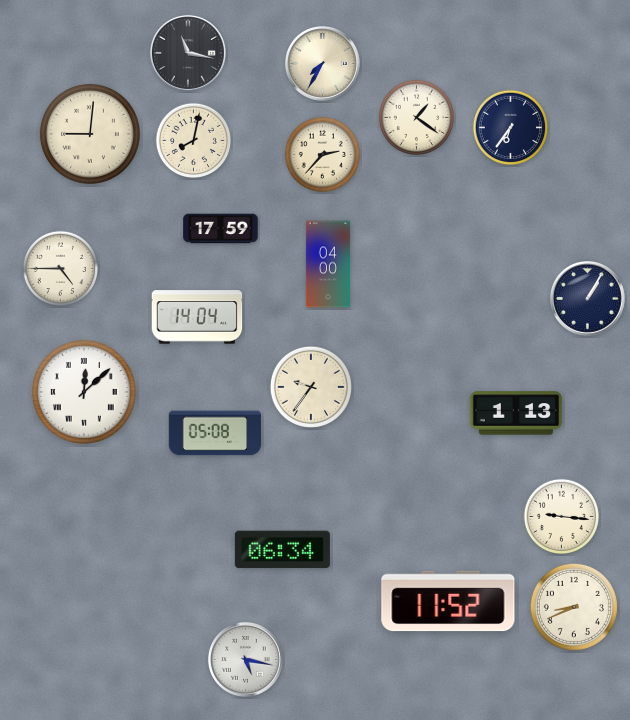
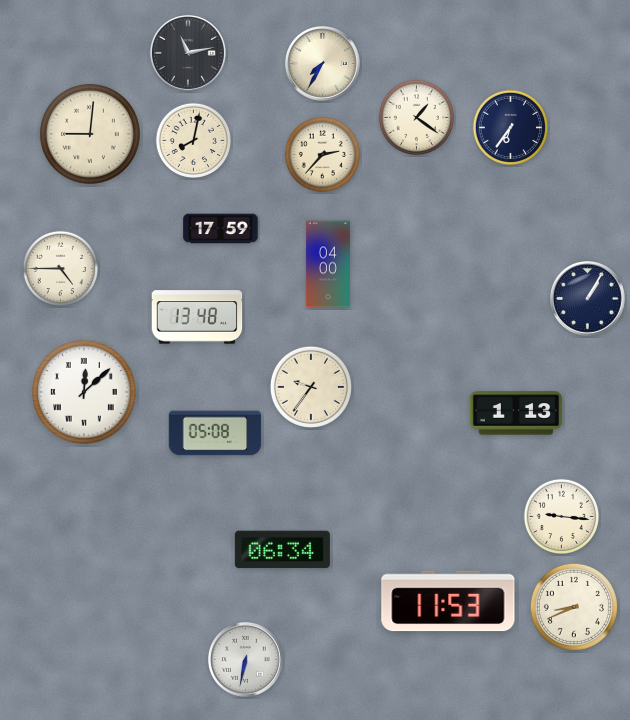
clock at (188, 53): 11:17 -> 11:13
clock at (197, 317): 14:04 -> 13:48
clock at (448, 601): 11:52 -> 11:53
clock at (246, 660): 5:17 -> 6:32
